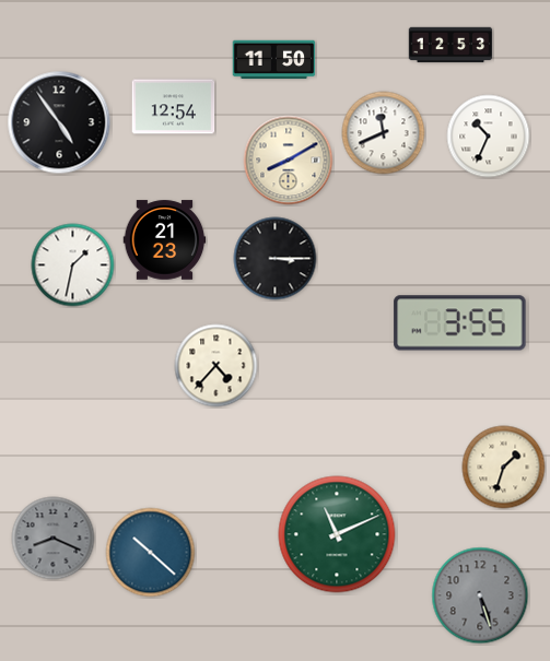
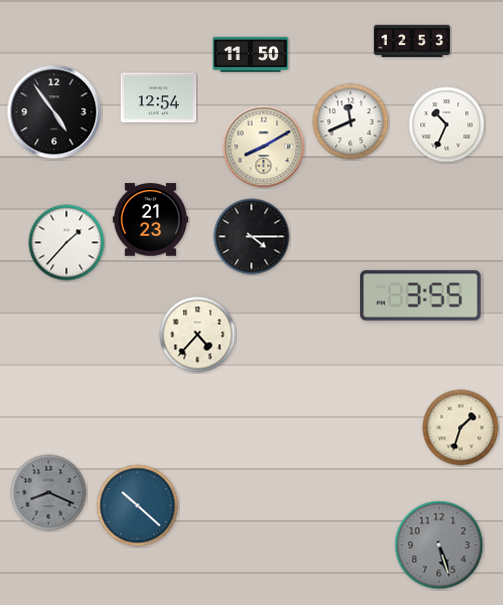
clock at (276, 259): 3:15 -> 4:15
clock at (73, 265): 1:32 -> 1:37
clock at (337, 534): 11:11 -> none
